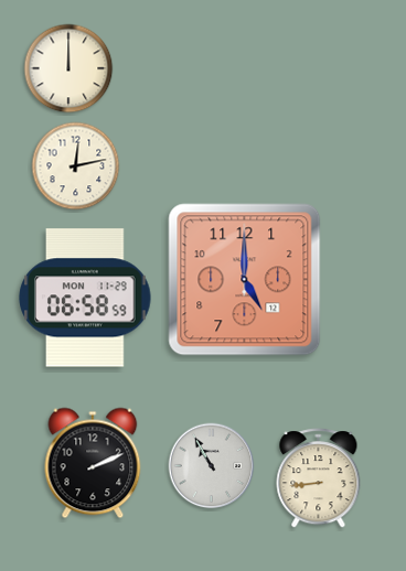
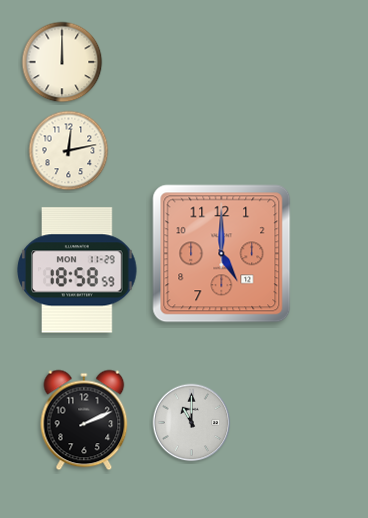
clock at (85, 298): 06:58 -> 18:58
clock at (212, 466): 10:55 -> 11:00
clock at (319, 478): 8:44 -> none
